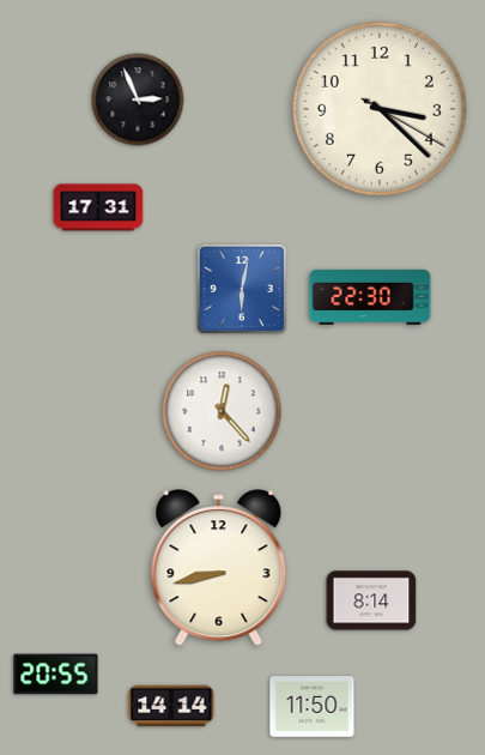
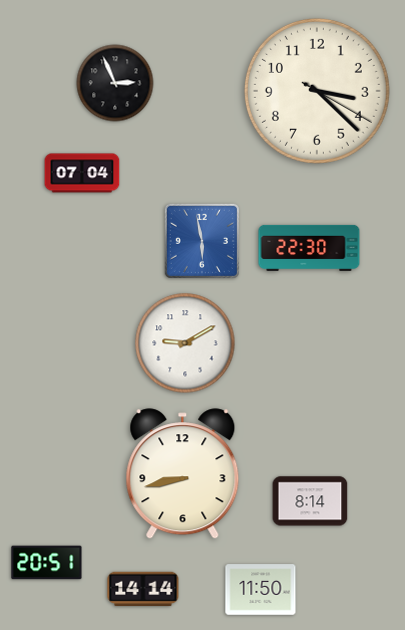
clock at (98, 207): 17:31 -> 07:04
clock at (242, 289): 6:02 -> 5:58
clock at (222, 411): 12:23 -> 9:10
clock at (56, 675): 20:55 -> 20:51
